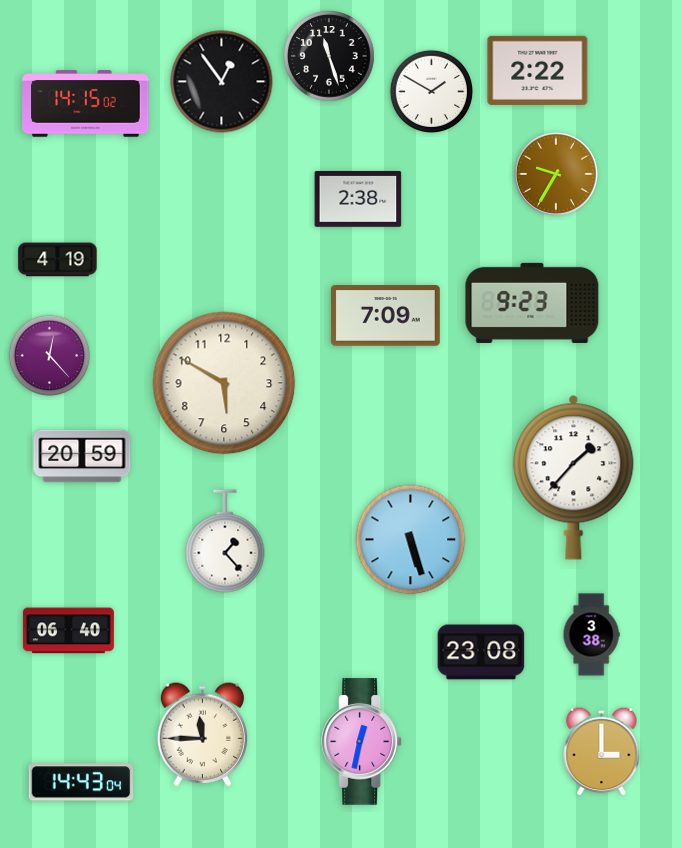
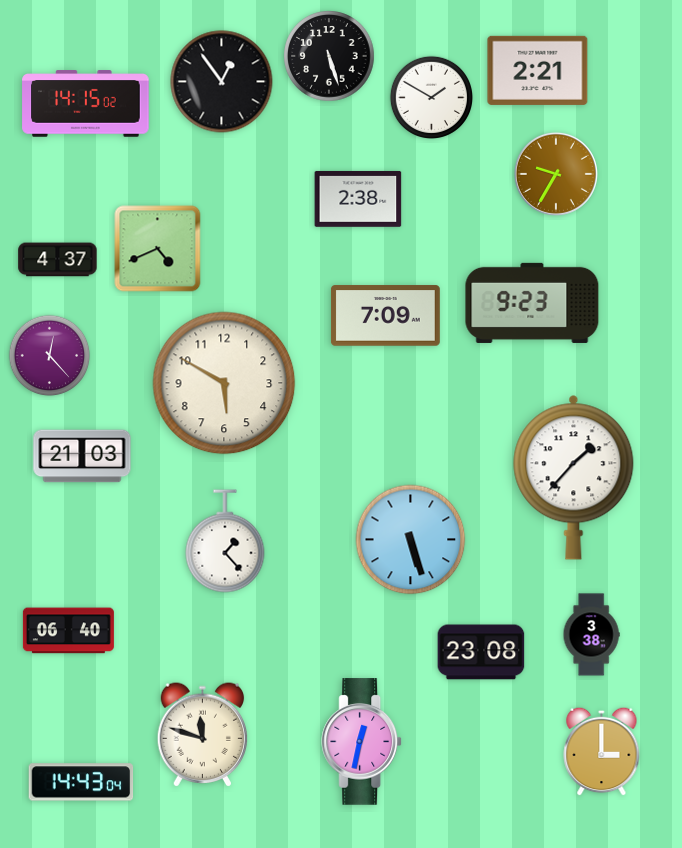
clock at (329, 56): 11:27 -> 5:27
clock at (538, 70): 2:22 -> 2:21
clock at (431, 91) position: (431, 91) -> (431, 97)
clock at (158, 249): none -> 4:41
clock at (58, 260): 4:19 -> 4:37
clock at (82, 456): 20:59 -> 21:03
clock at (203, 735): 11:45 -> 11:48
